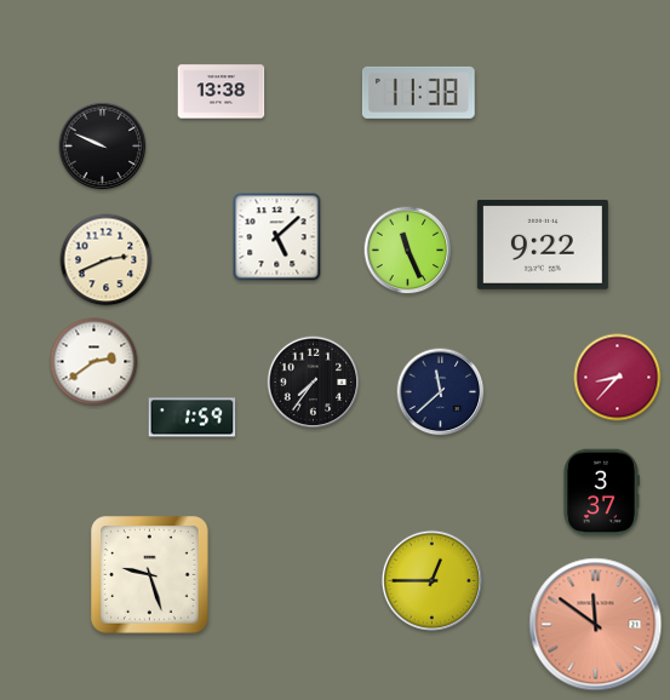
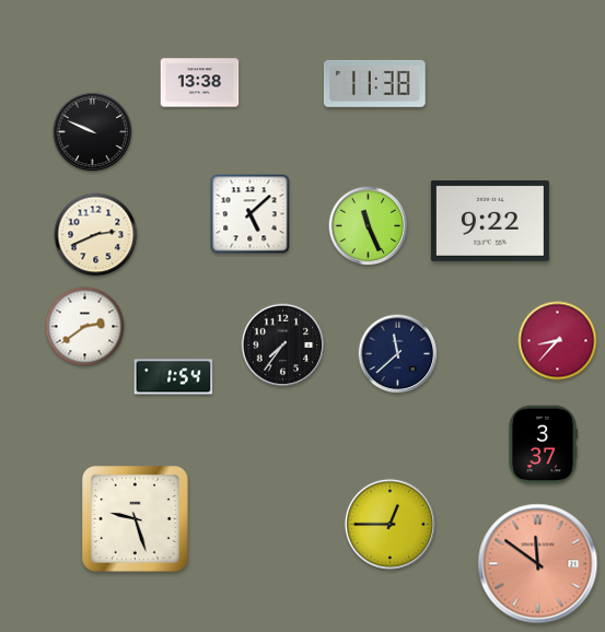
clock at (418, 92) position: (418, 92) -> (374, 83)
clock at (193, 418): 1:59 -> 1:54
